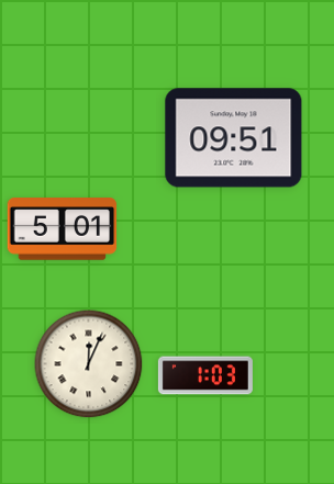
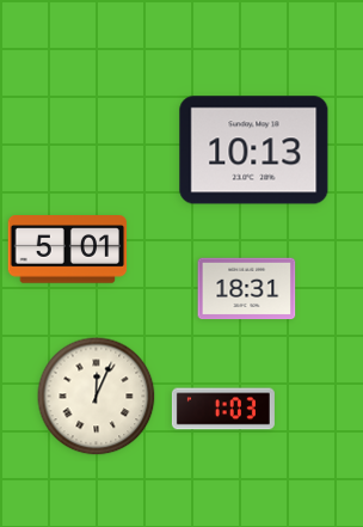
clock at (234, 138): 09:51 -> 10:13
clock at (247, 289): none -> 18:31
